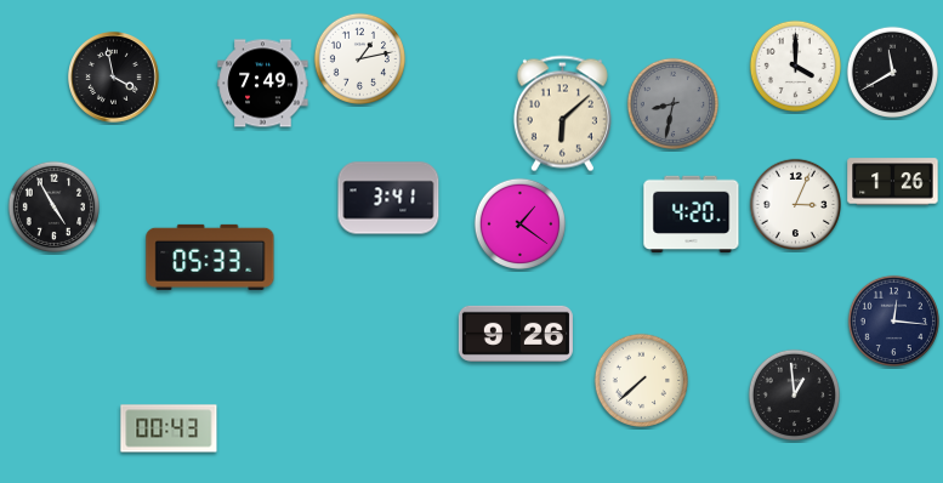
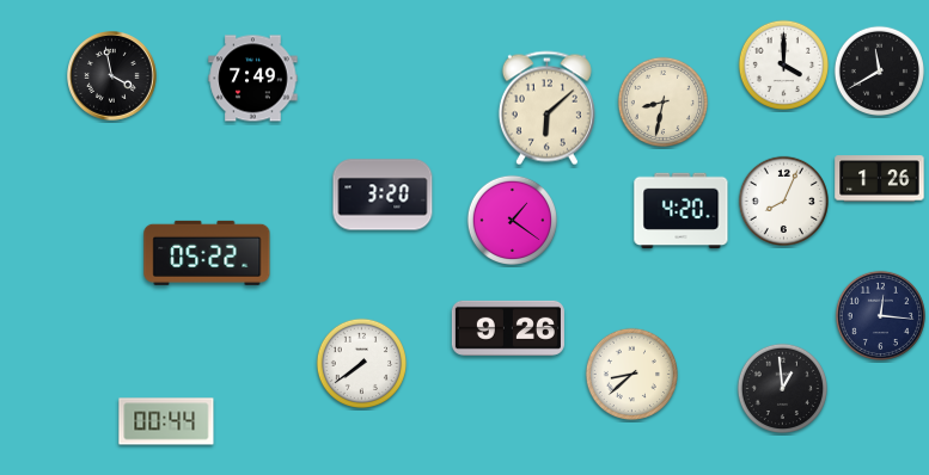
clock at (359, 58): 1:13 -> none
clock at (263, 84) position: (263, 84) -> (253, 79)
clock at (672, 103) dial: grey -> cream
clock at (562, 114) position: (562, 114) -> (546, 109)
clock at (388, 198): 3:41 -> 3:20
clock at (795, 204): 3:04 -> 8:04
clock at (53, 206): 4:55 -> none
clock at (210, 257): 05:33 -> 05:22
clock at (361, 363): none -> 7:39
clock at (641, 380): 7:38 -> 8:38
clock at (169, 428): 00:43 -> 00:44
